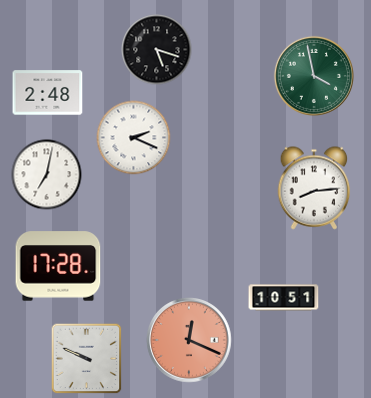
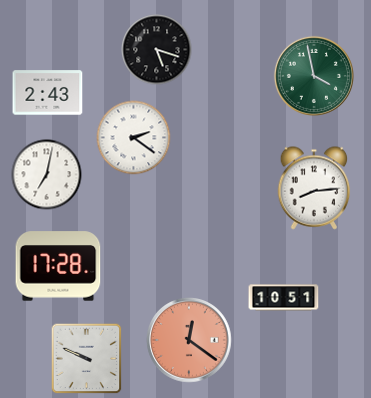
clock at (48, 93): 2:48 -> 2:43
clock at (134, 138): 2:19 -> 2:21
clock at (189, 340): 12:19 -> 12:21
